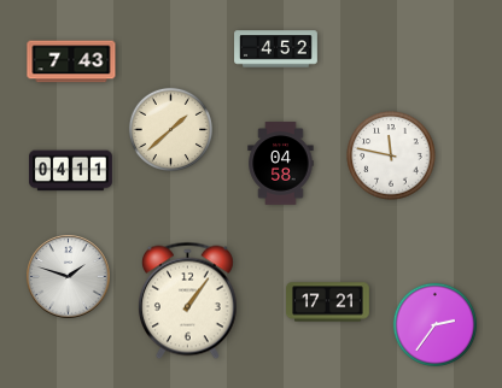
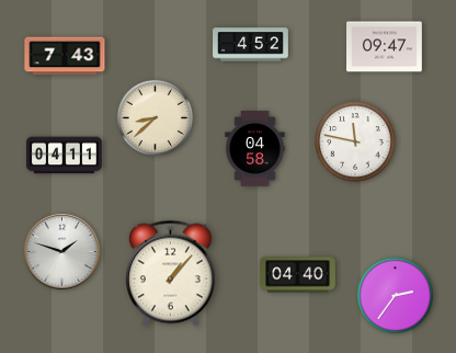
clock at (385, 47): none -> 09:47
clock at (170, 129): 1:38 -> 8:38
clock at (187, 301): 1:06 -> 1:07
clock at (328, 302): 17:21 -> 04:40
